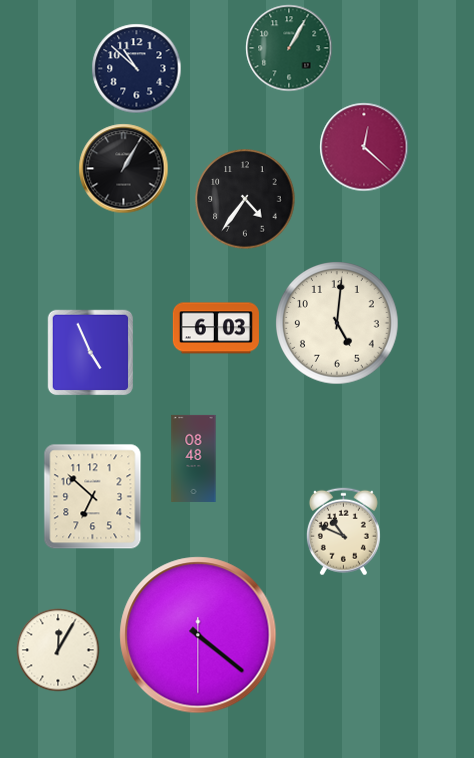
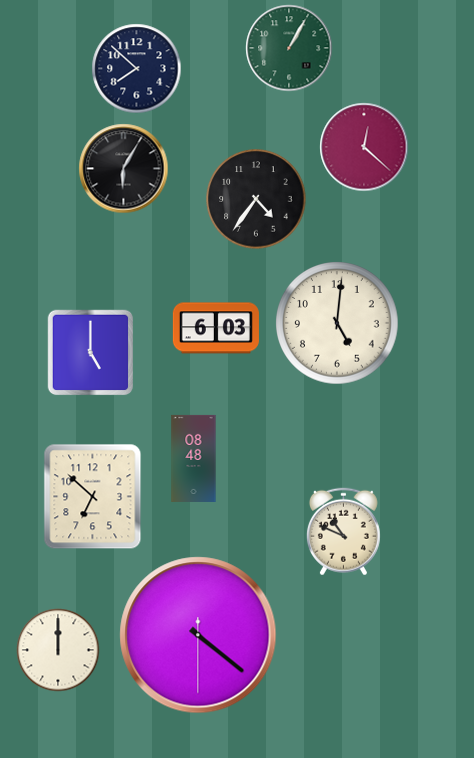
clock at (137, 69): 10:52 -> 7:52
clock at (124, 169): 1:05 -> 6:05
clock at (245, 199) position: (245, 199) -> (256, 199)
clock at (91, 353): 4:56 -> 5:00
clock at (58, 650): 12:05 -> 12:00
